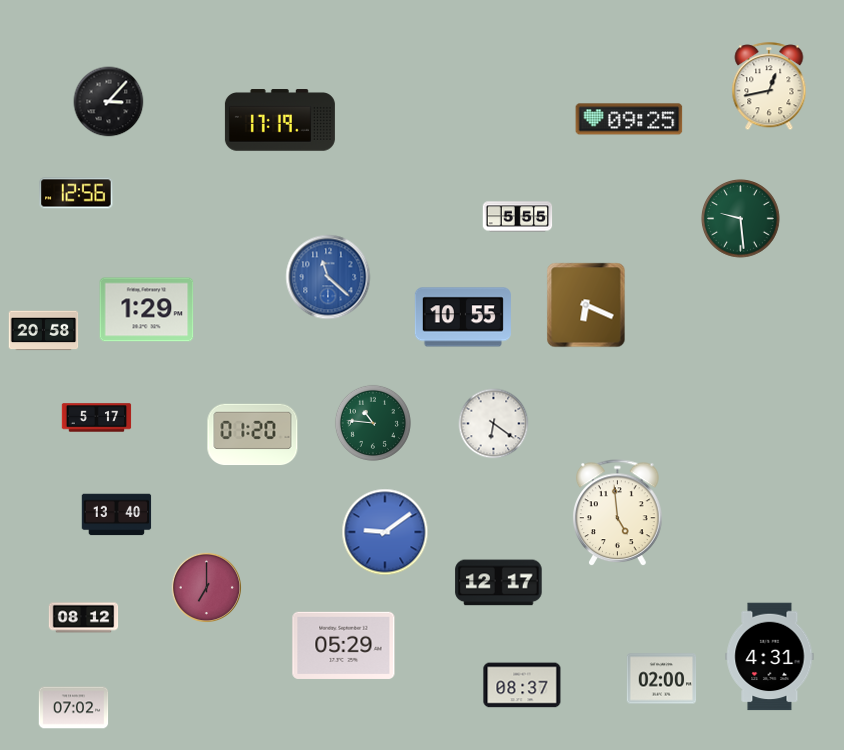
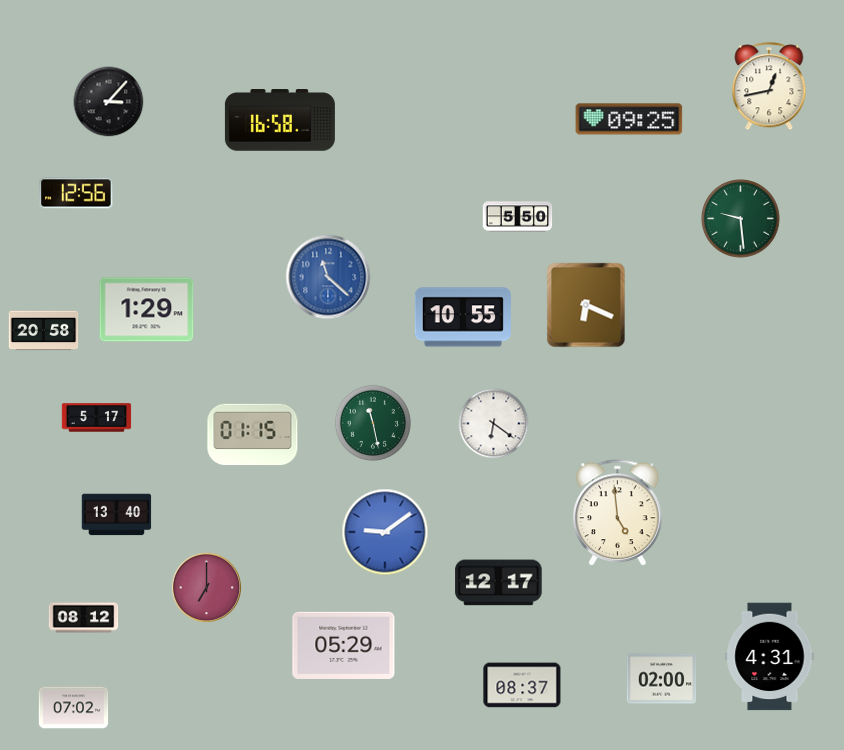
clock at (280, 120): 17:19 -> 16:58
clock at (518, 217): 5:55 -> 5:50
clock at (373, 423): 10:46 -> 11:28
clock at (253, 435): 01:20 -> 01:15
